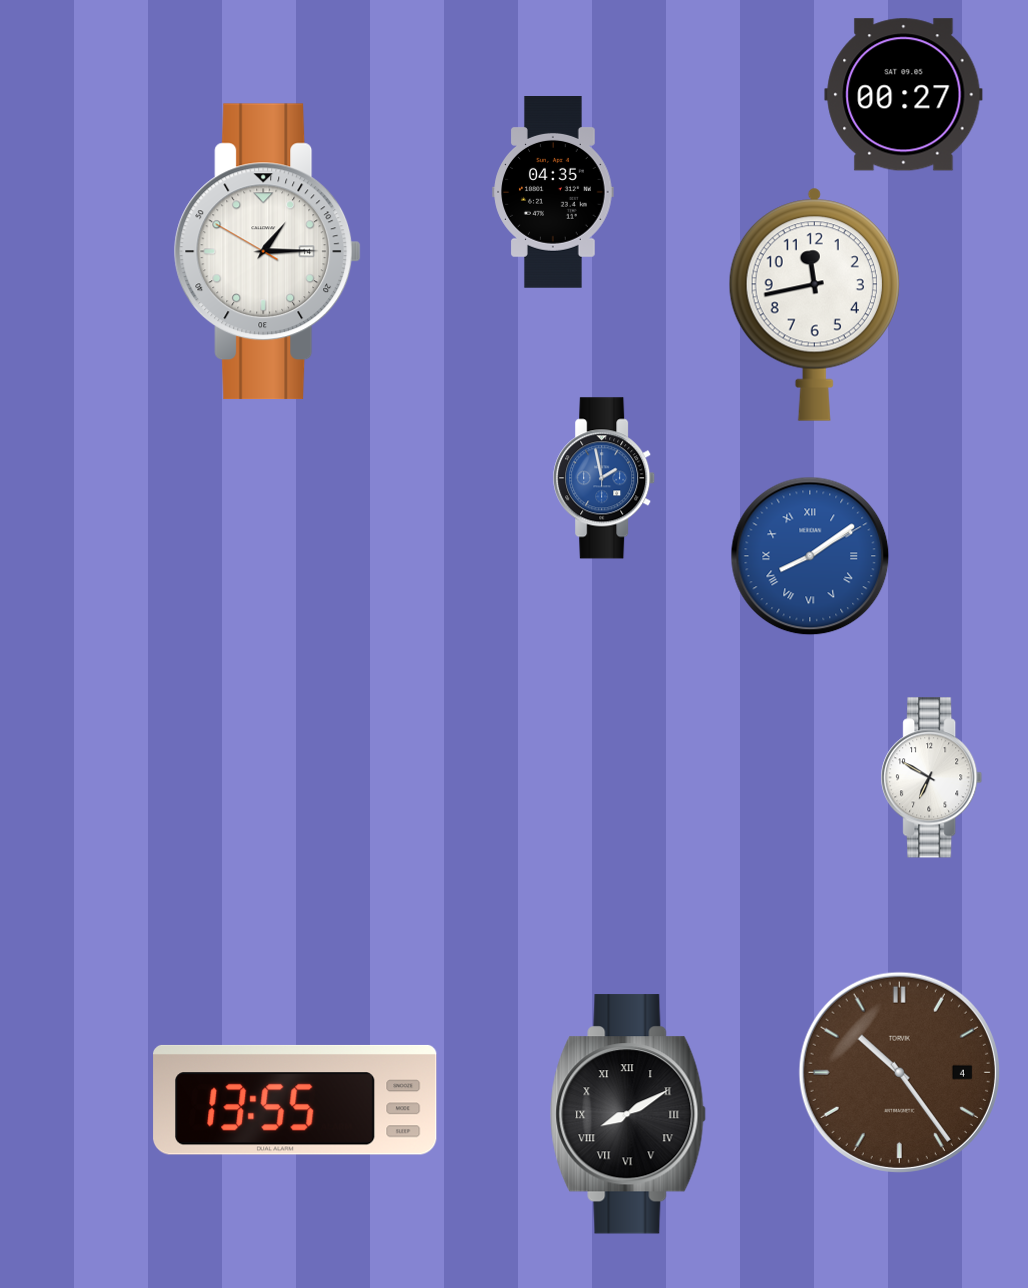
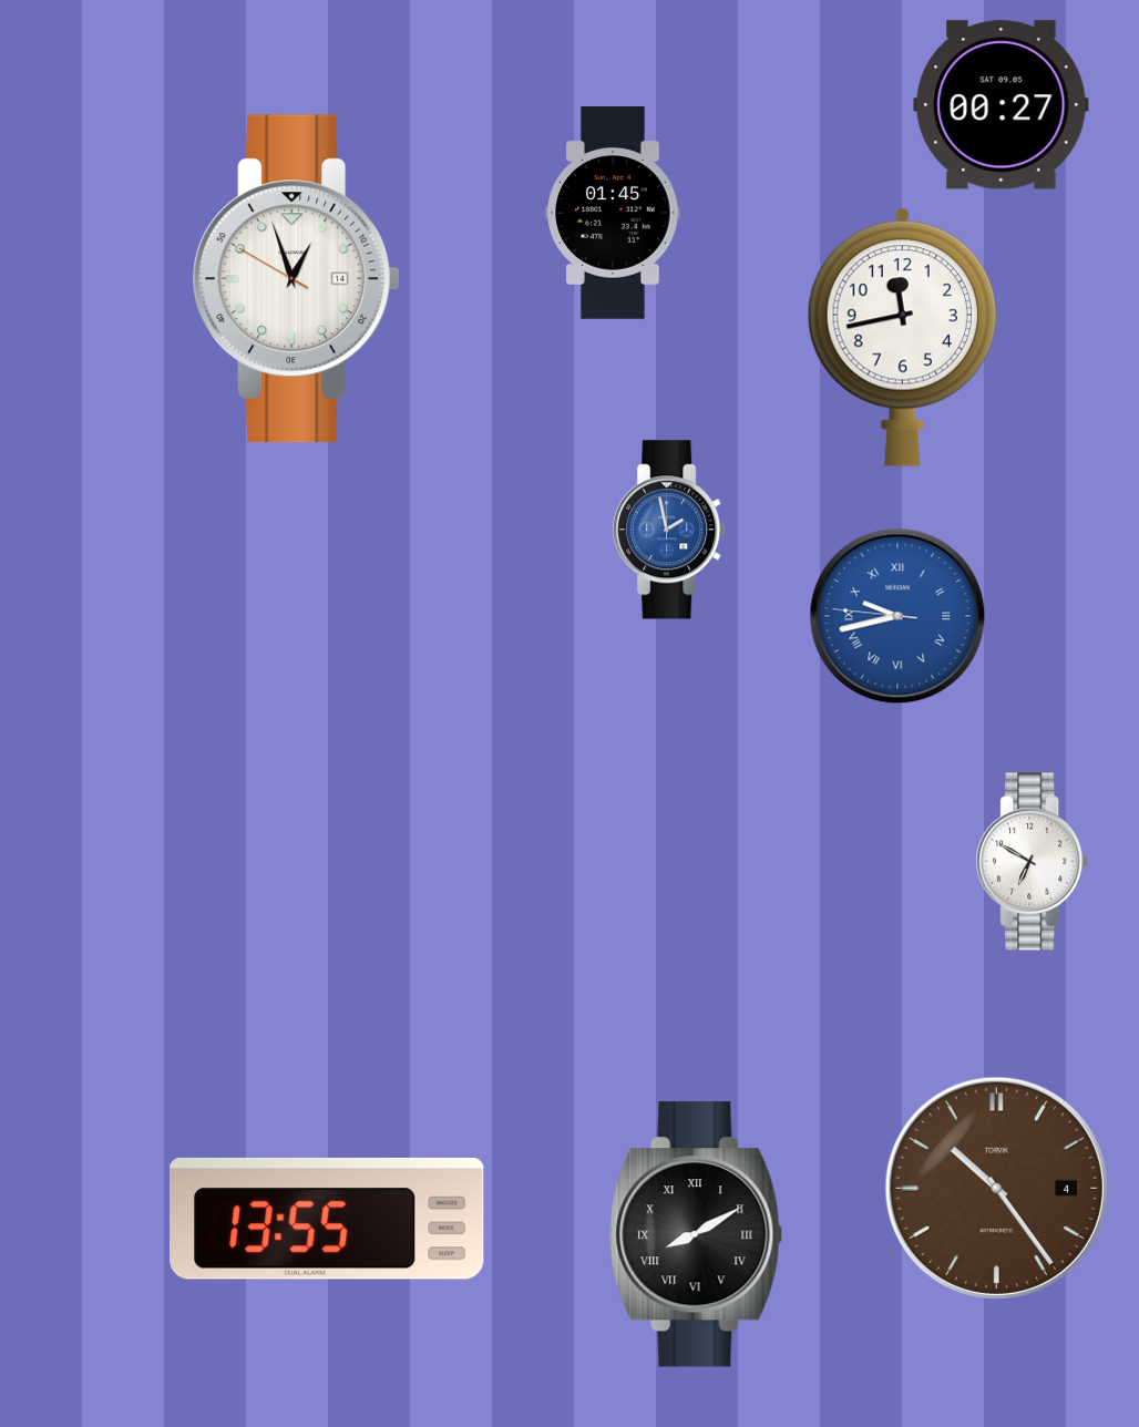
clock at (553, 193): 04:35 -> 01:45
clock at (268, 252): 1:14 -> 12:56
clock at (810, 556): 8:09 -> 9:42
